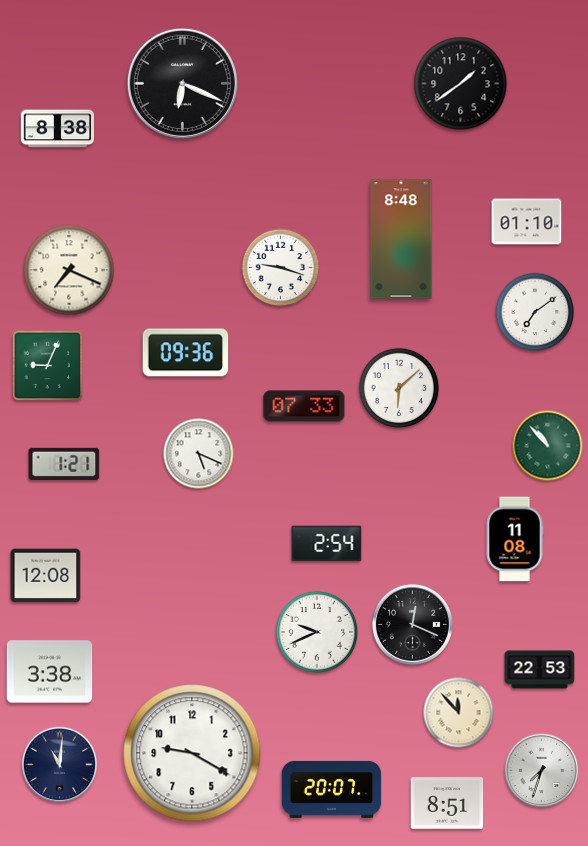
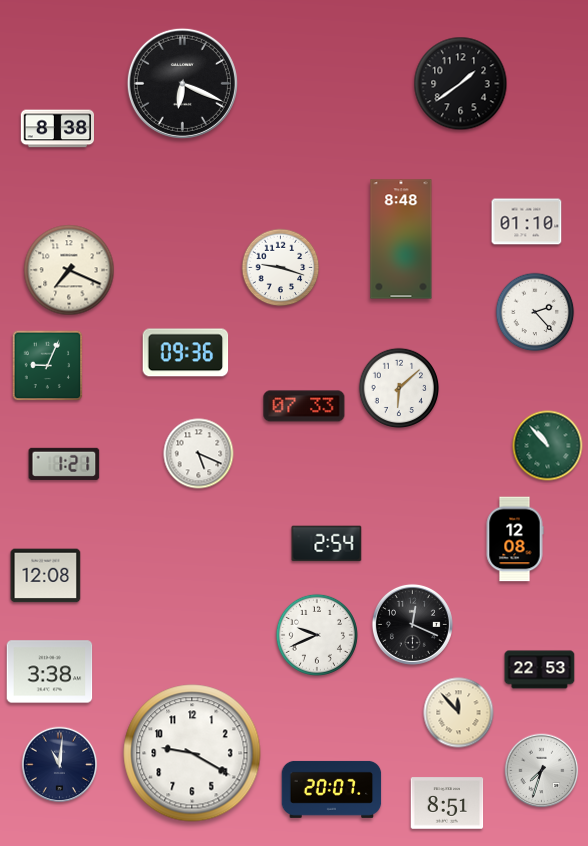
clock at (535, 312): 7:09 -> 2:23
clock at (515, 539): 11:08 -> 12:08
clock at (317, 632) position: (317, 632) -> (317, 635)
